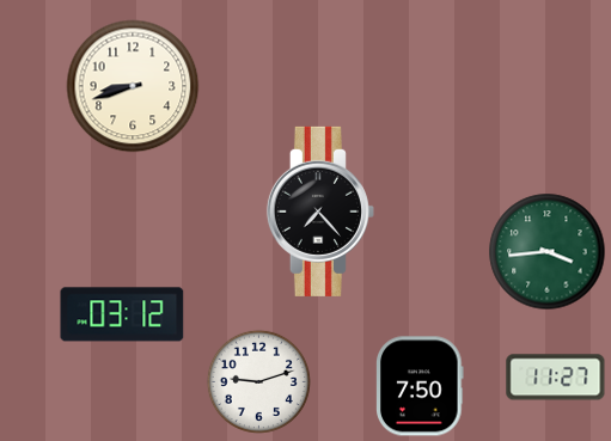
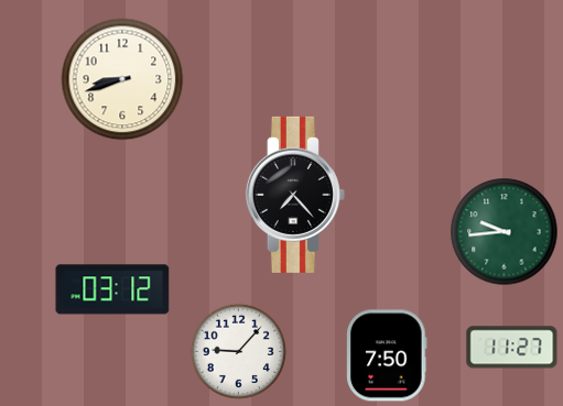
clock at (548, 252): 3:44 -> 9:44
clock at (258, 381): 9:12 -> 9:07
